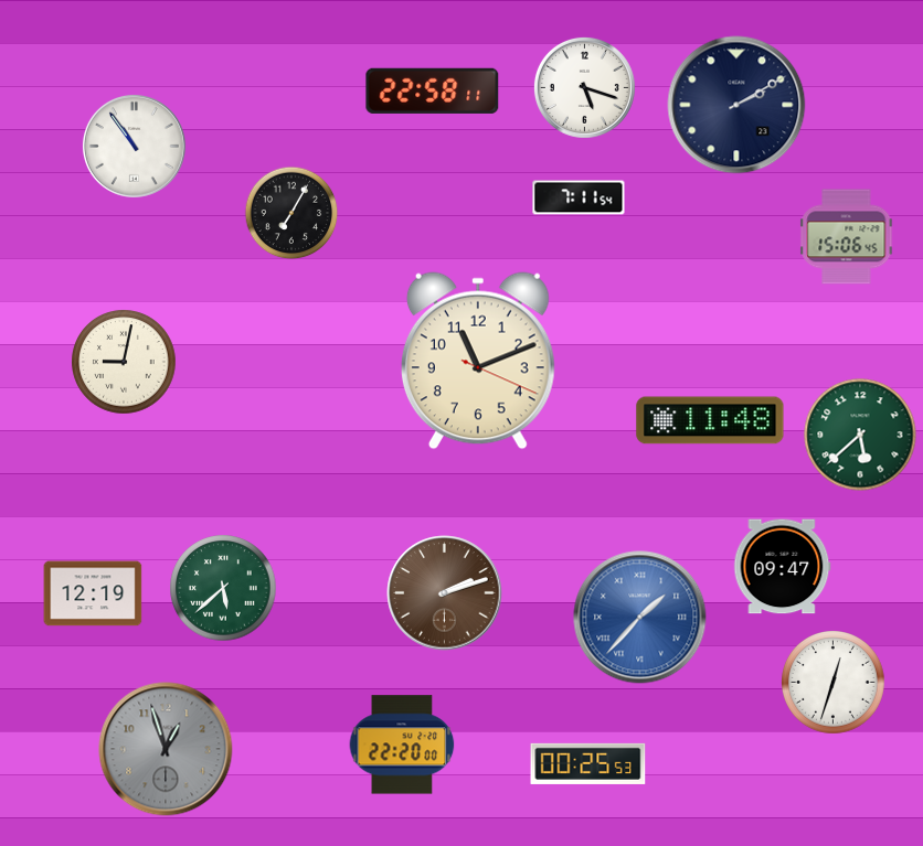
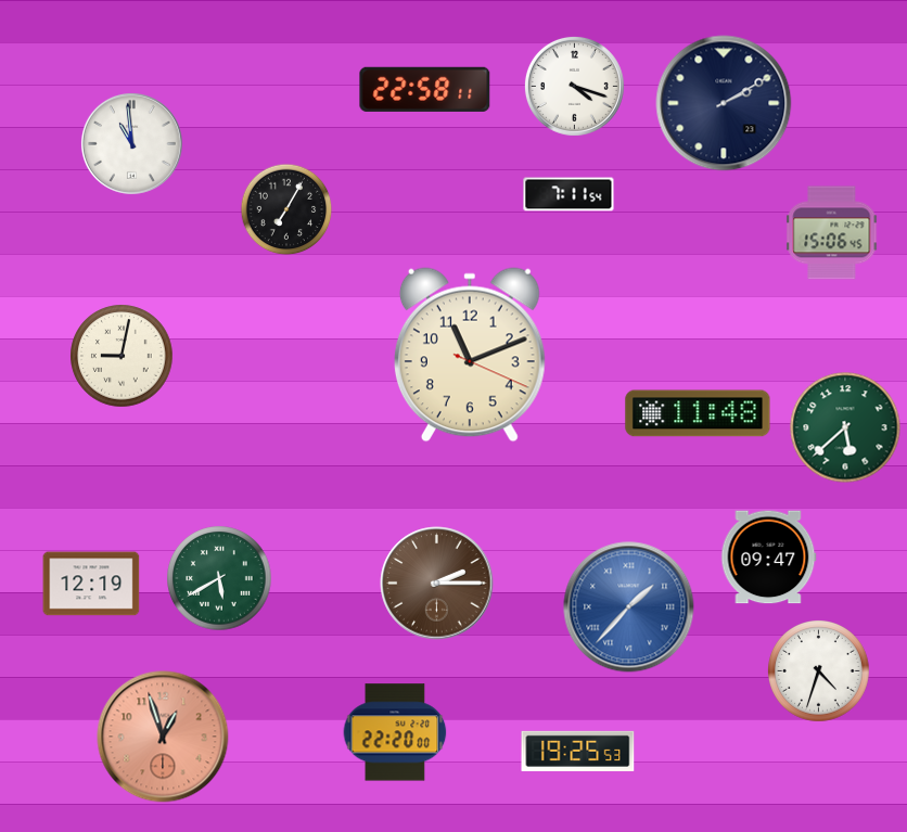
clock at (584, 87): 5:18 -> 4:18
clock at (134, 146): 10:54 -> 10:59
clock at (223, 588): 5:38 -> 5:40
clock at (445, 593): 2:12 -> 2:15
clock at (834, 683): 12:33 -> 4:33
clock at (166, 749) dial: grey -> salmon
clock at (588, 763): 00:25 -> 19:25
